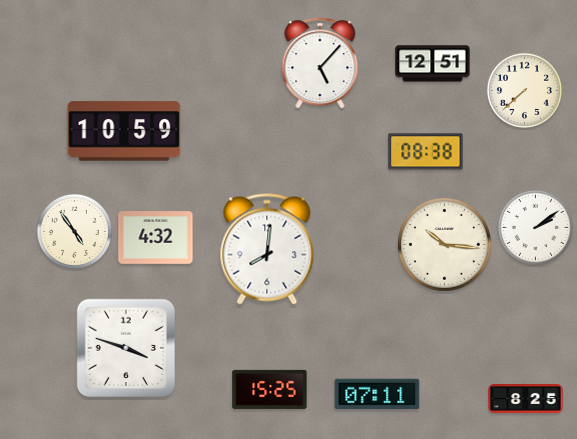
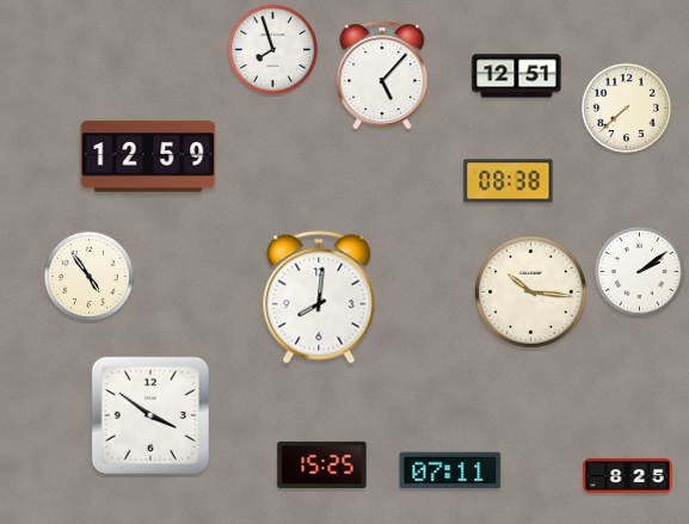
clock at (272, 49): none -> 7:57
clock at (124, 131): 10:59 -> 12:59
clock at (156, 238): 4:32 -> none
clock at (126, 348): 3:48 -> 3:51
